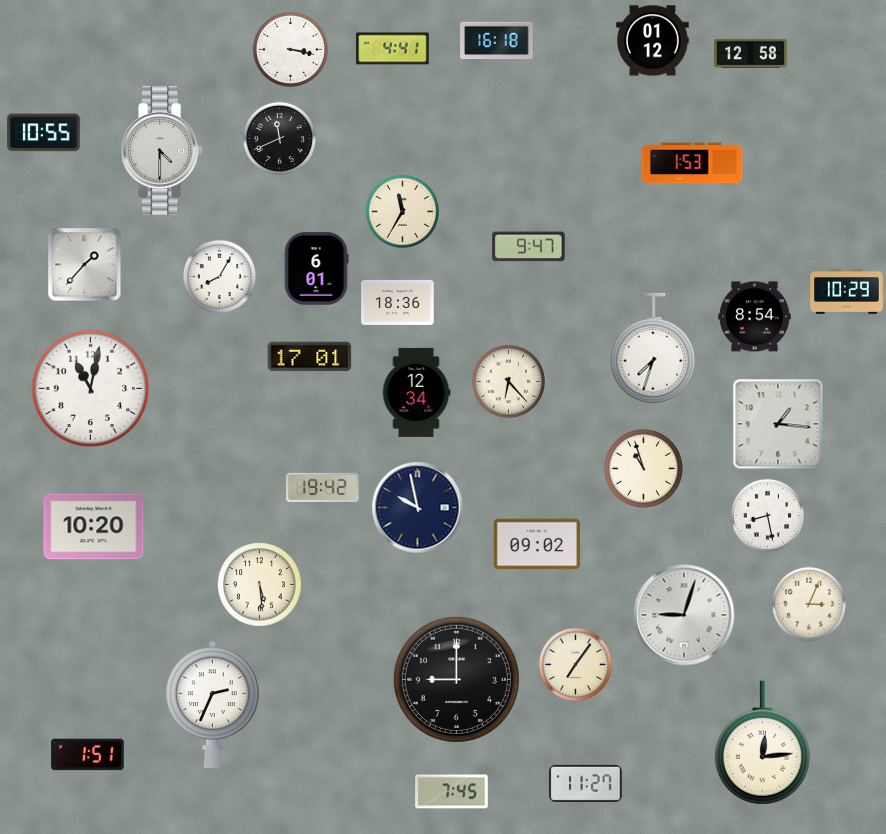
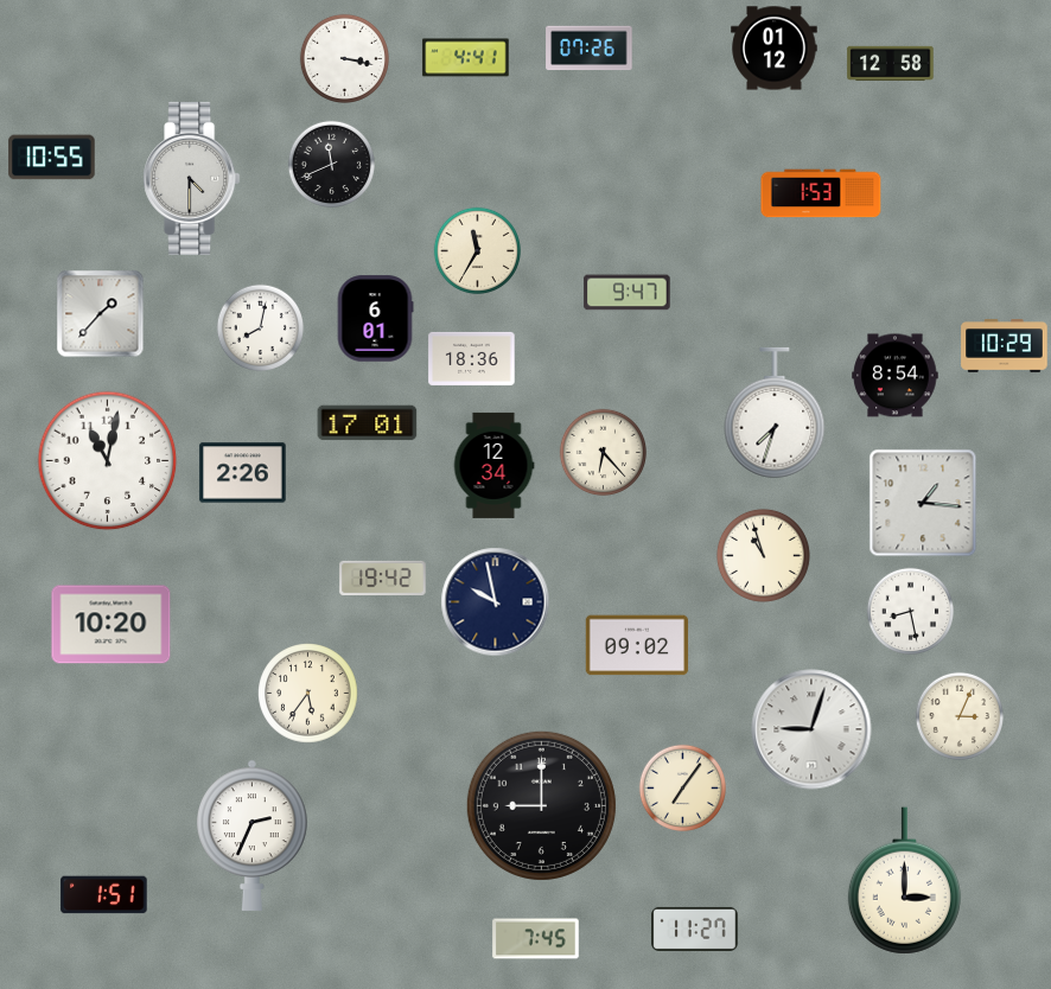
clock at (497, 41): 16:18 -> 07:26
clock at (219, 276): 8:05 -> 8:02
clock at (243, 473): none -> 2:26
clock at (260, 585): 5:29 -> 5:36
clock at (762, 743): 12:14 -> 3:00
